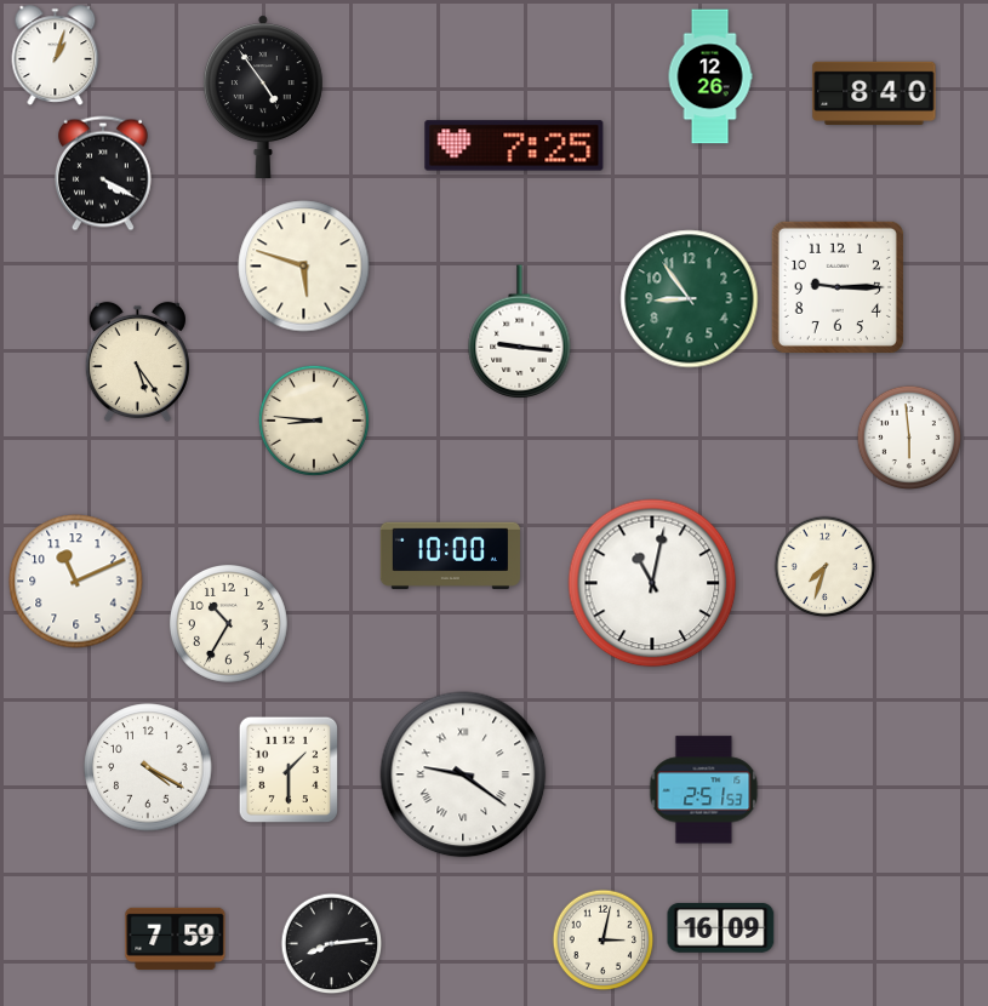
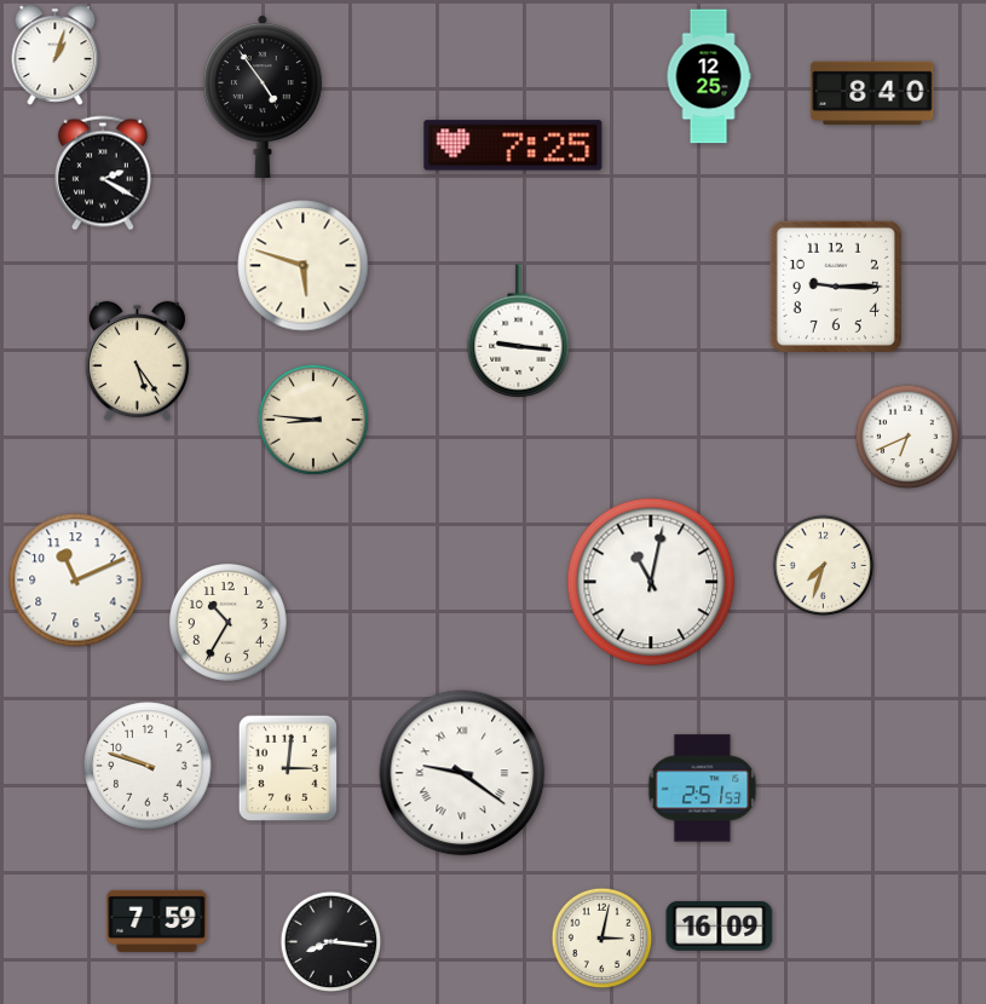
clock at (710, 76): 12:26 -> 12:25
clock at (103, 173): 4:20 -> 2:20
clock at (690, 299): 8:54 -> none
clock at (909, 438): 5:59 -> 6:41
clock at (450, 555): 10:00 -> none
clock at (148, 767): 4:20 -> 9:48
clock at (287, 770): 1:30 -> 3:01
clock at (176, 938) position: (176, 938) -> (157, 921)
clock at (332, 944): 8:14 -> 8:16
